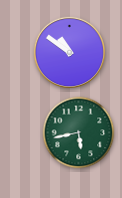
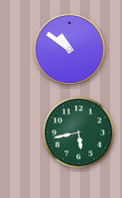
clock at (69, 52) position: (69, 52) -> (69, 49)
